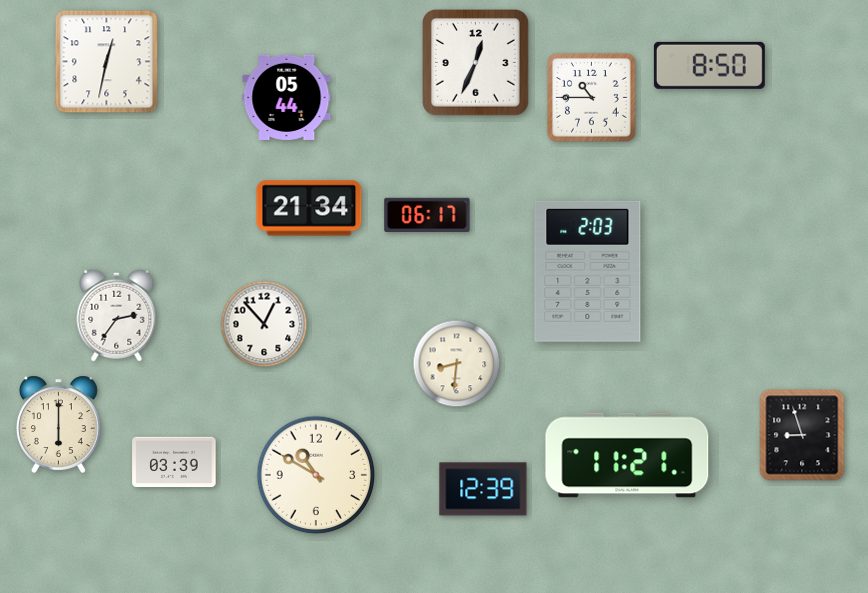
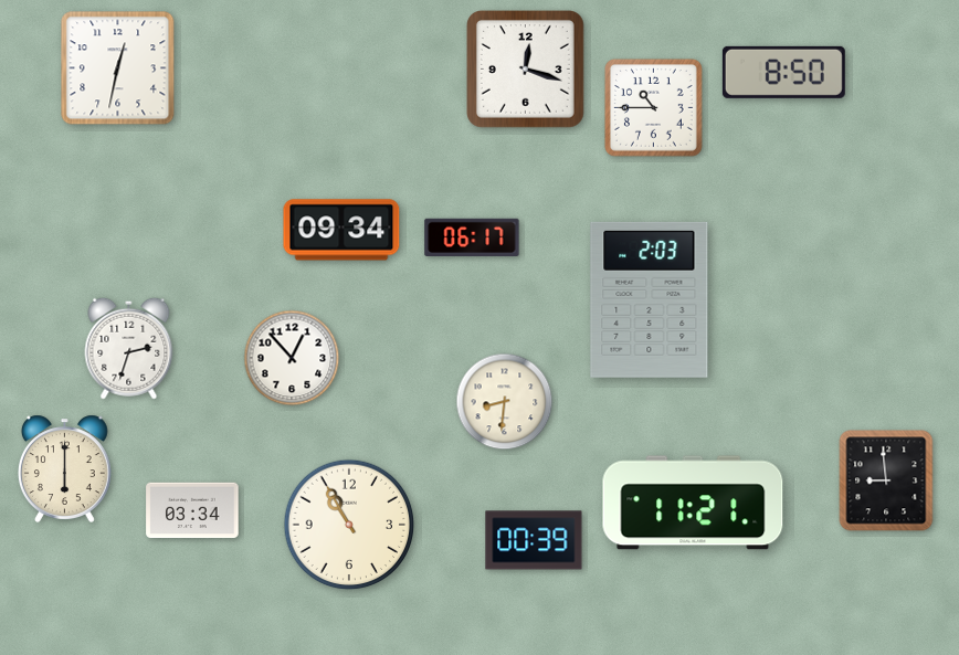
clock at (476, 63): 12:34 -> 12:18
clock at (287, 97): 05:44 -> none
clock at (309, 208): 21:34 -> 09:34
clock at (117, 315): 2:36 -> 2:33
clock at (802, 435): 8:57 -> 8:59
clock at (174, 462): 03:39 -> 03:34
clock at (316, 475): 10:50 -> 10:55
clock at (483, 489): 12:39 -> 00:39
